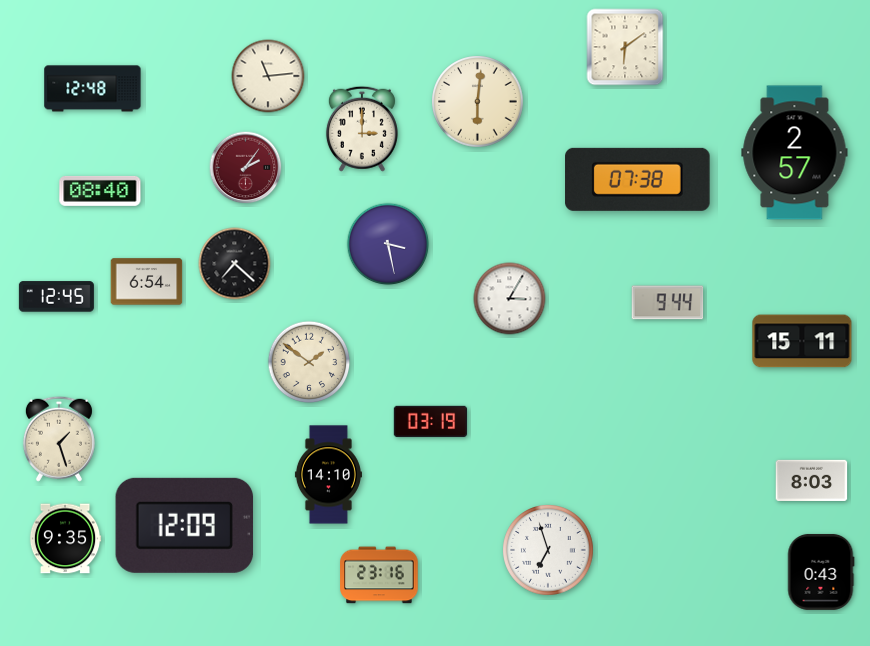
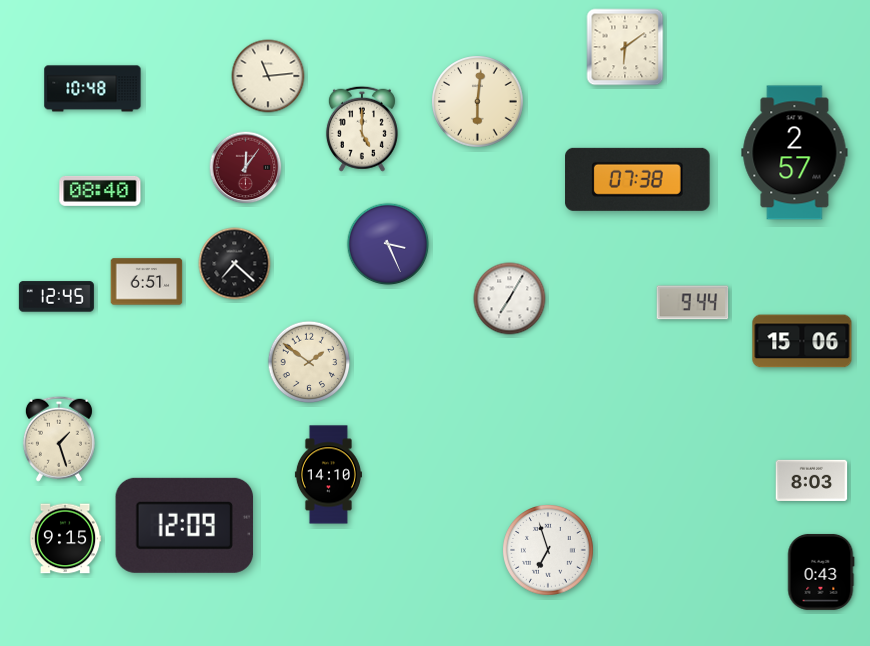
clock at (93, 89): 12:48 -> 10:48
clock at (362, 129): 3:00 -> 5:00
clock at (246, 168): 2:06 -> 12:06
clock at (388, 244): 3:28 -> 3:26
clock at (147, 282): 6:54 -> 6:51
clock at (510, 299): 3:05 -> 7:05
clock at (668, 303) position: (668, 303) -> (693, 303)
clock at (802, 341): 15:11 -> 15:06
clock at (431, 422): 03:19 -> none
clock at (65, 539): 9:35 -> 9:15
clock at (379, 575): 23:16 -> none
